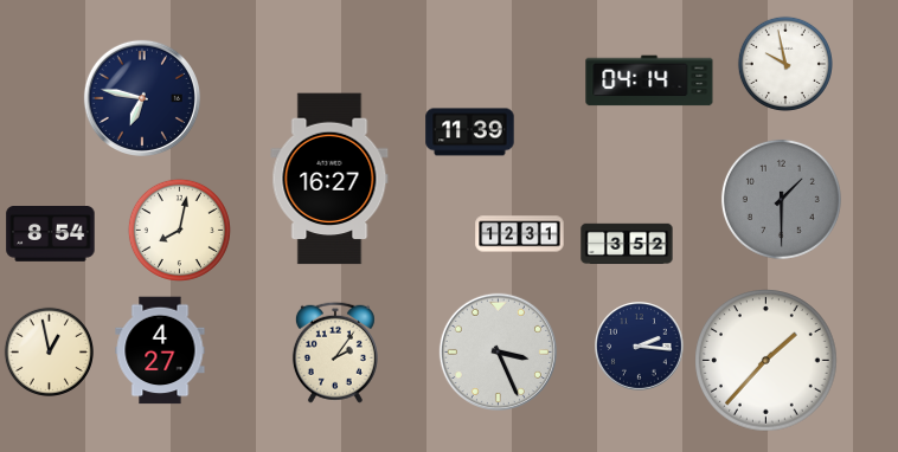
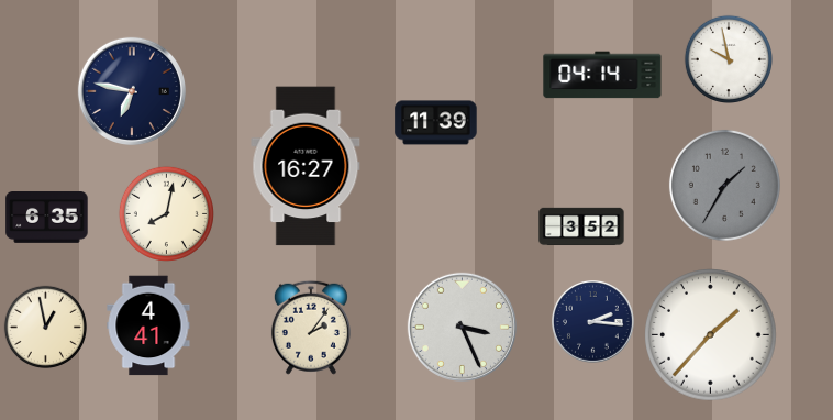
clock at (781, 199): 1:30 -> 1:35
clock at (51, 234): 8:54 -> 6:35
clock at (520, 234): 12:31 -> none
clock at (160, 350): 4:27 -> 4:41
